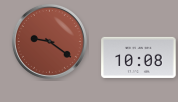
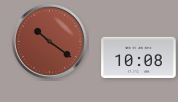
clock at (49, 41): 9:21 -> 10:21
